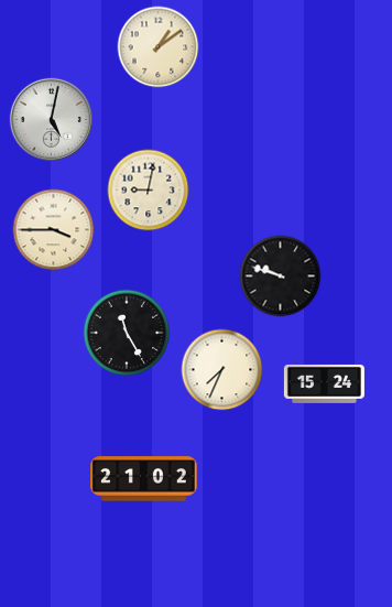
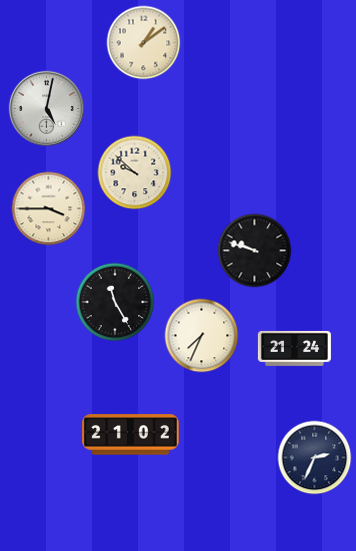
clock at (149, 191): 9:02 -> 9:52
clock at (324, 383): 15:24 -> 21:24
clock at (315, 458): none -> 2:34
